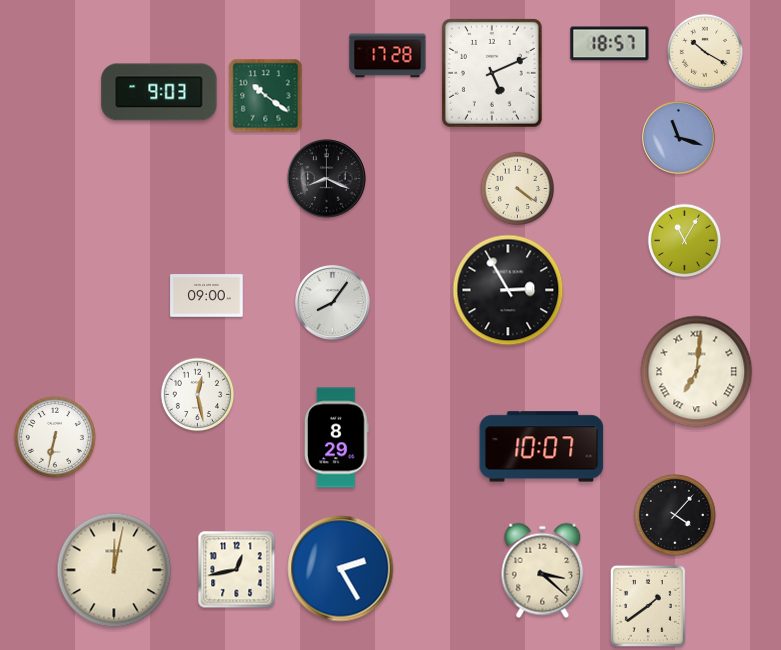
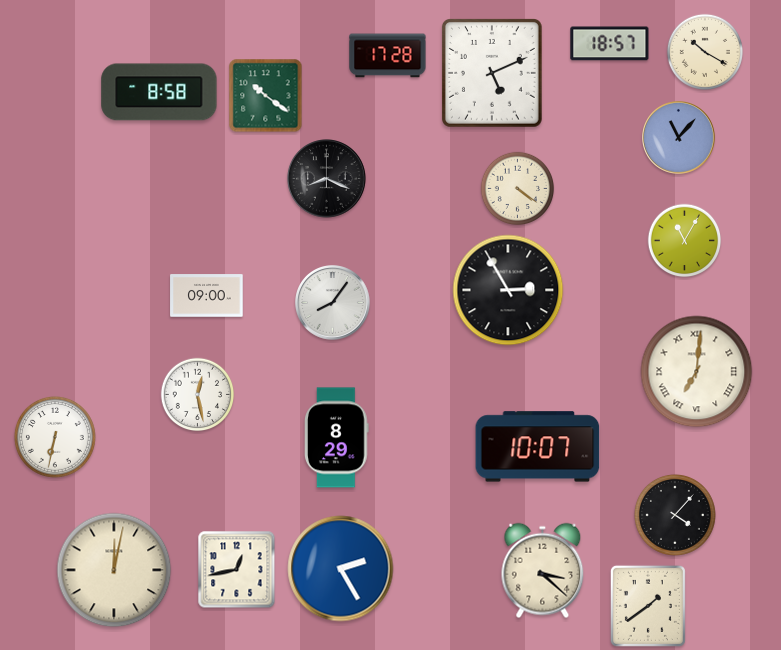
clock at (159, 92): 9:03 -> 8:58
clock at (679, 138): 11:18 -> 11:07
clock at (542, 447) position: (542, 447) -> (538, 447)
